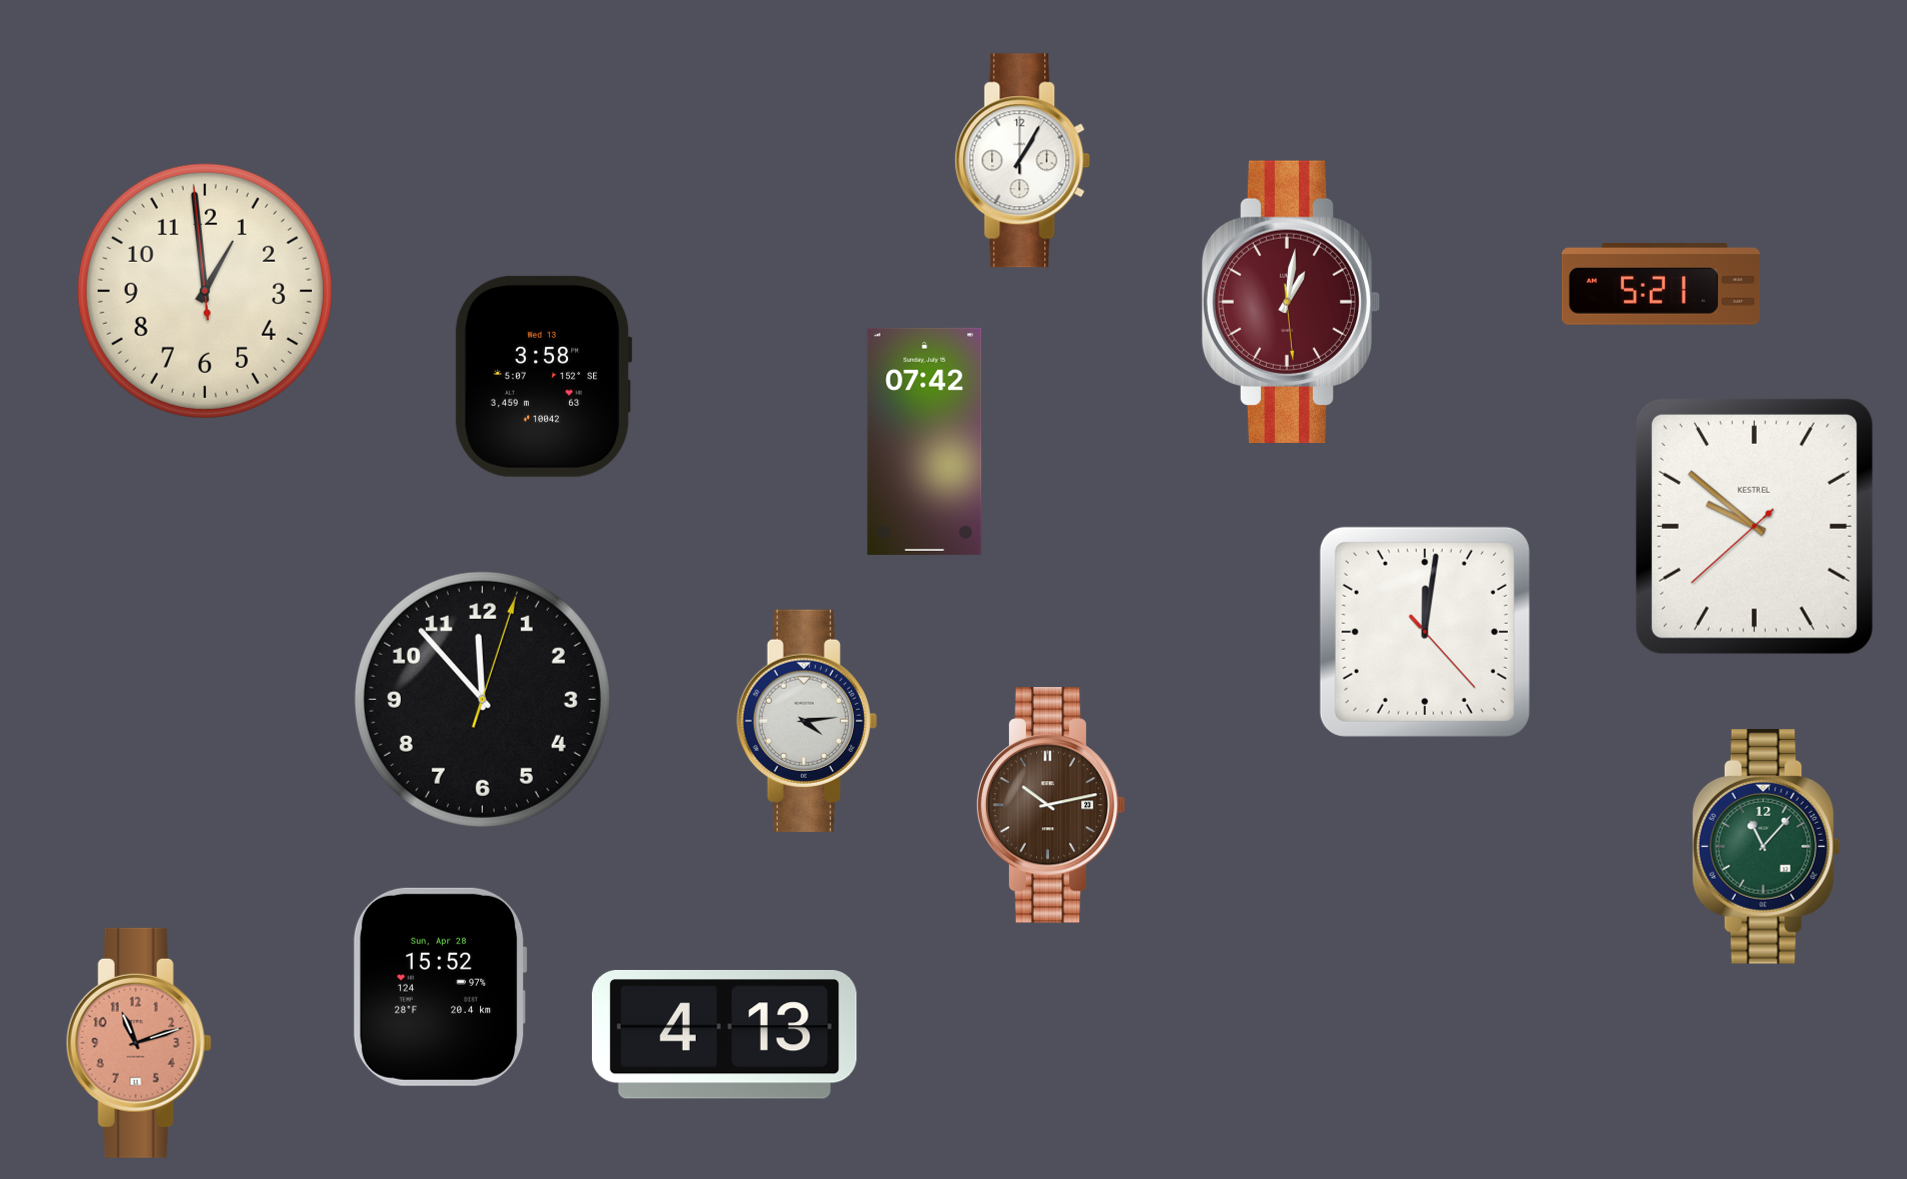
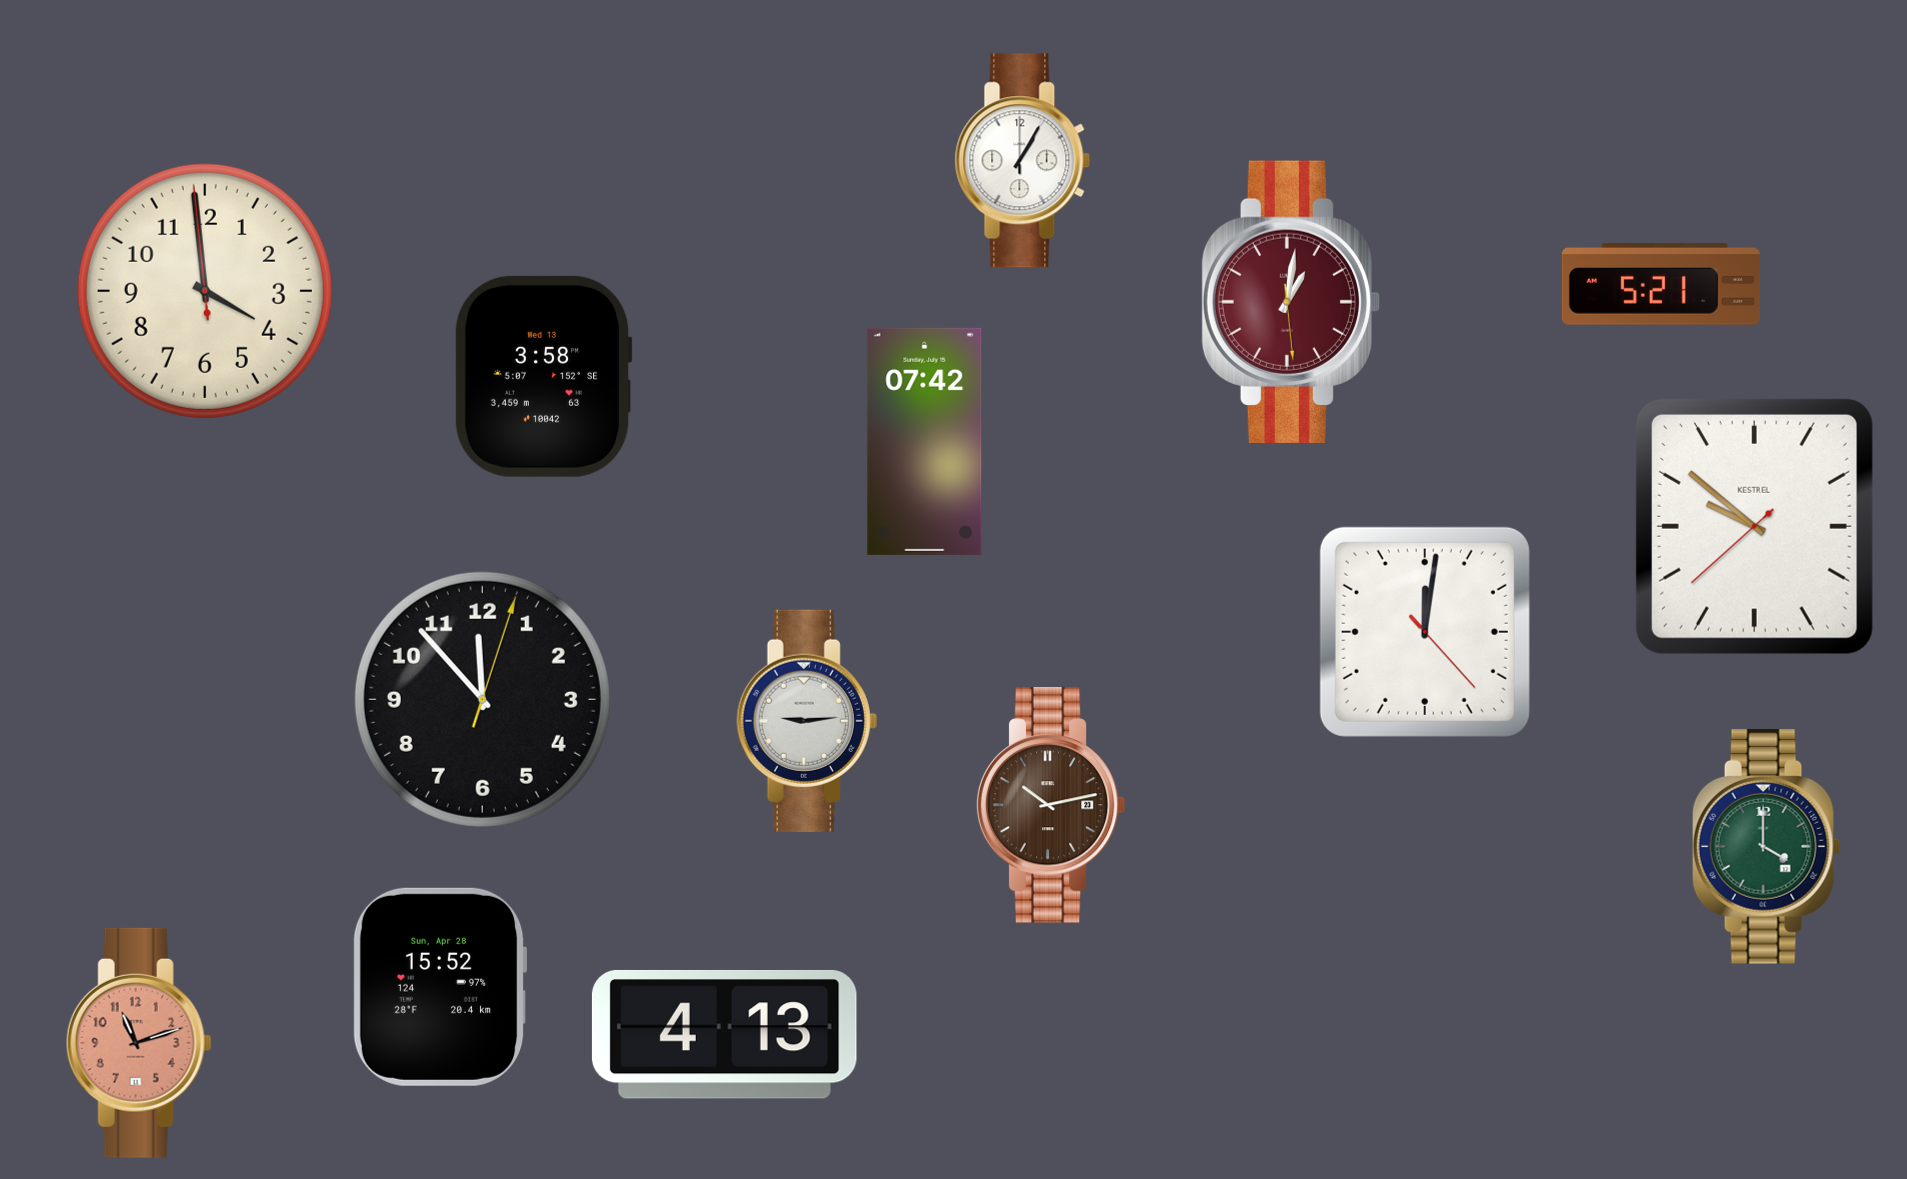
clock at (205, 291): 12:58 -> 3:58
clock at (807, 721): 4:14 -> 9:14
clock at (1766, 847): 11:07 -> 4:00
